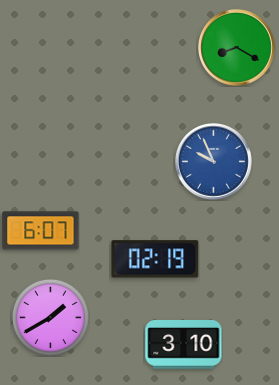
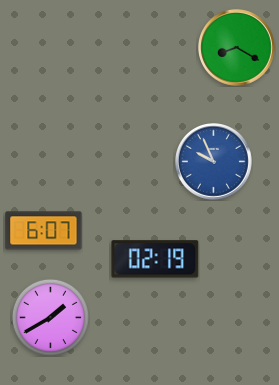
clock at (41, 231) position: (41, 231) -> (44, 231)
clock at (184, 345): 3:10 -> none
